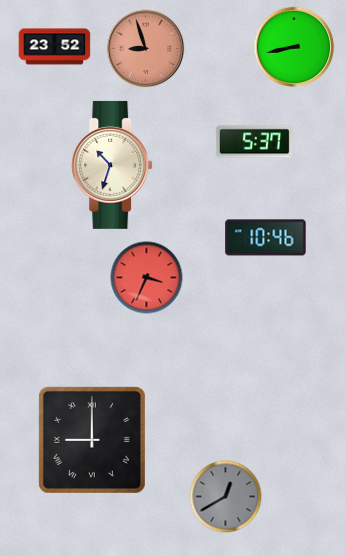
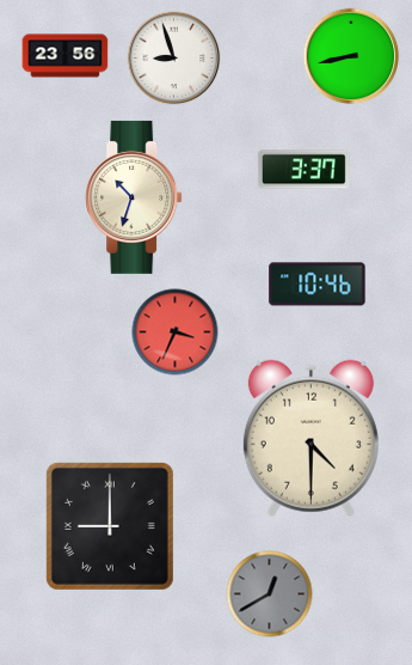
clock at (55, 47): 23:52 -> 23:56
clock at (146, 49) dial: salmon -> white
clock at (254, 142): 5:37 -> 3:37
clock at (310, 438): none -> 4:30
